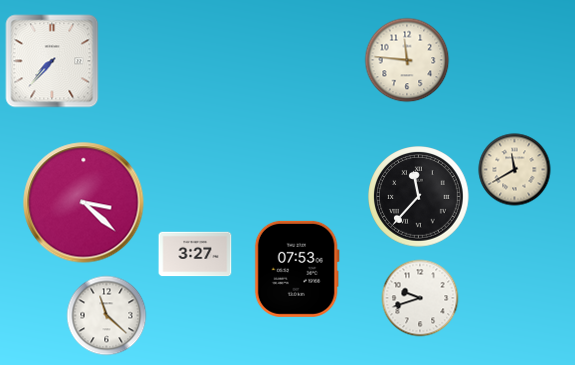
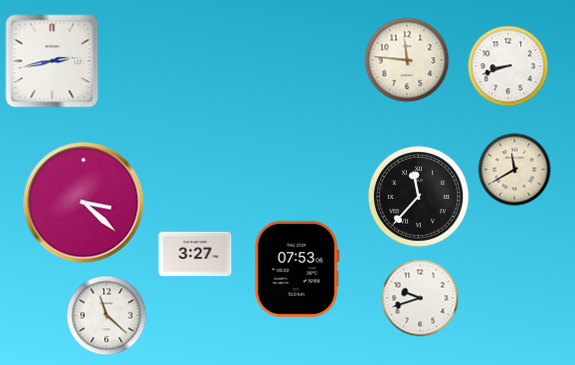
clock at (52, 61): 7:37 -> 2:43
clock at (508, 66): none -> 8:42
